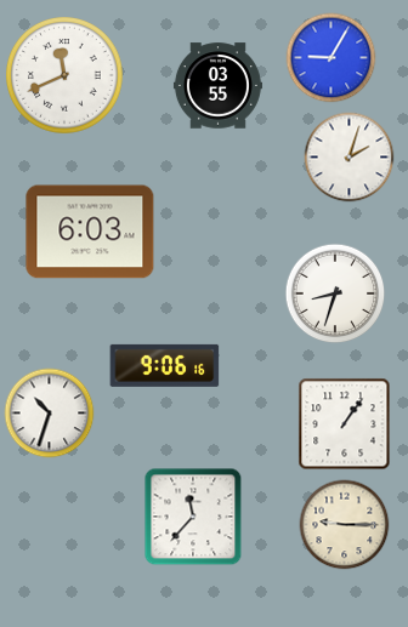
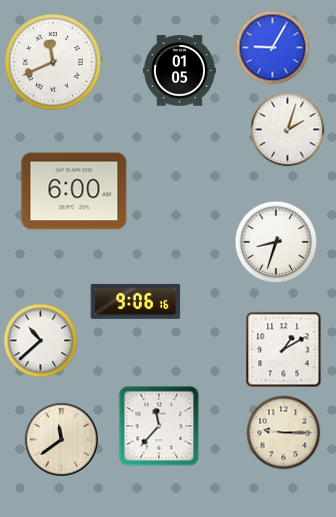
clock at (217, 86): 03:55 -> 01:05
clock at (90, 232): 6:03 -> 6:00
clock at (50, 414): 10:33 -> 10:38
clock at (345, 424): 1:06 -> 1:10
clock at (61, 439): none -> 11:39
